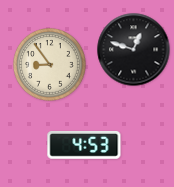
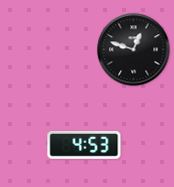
clock at (50, 65): 8:54 -> none
